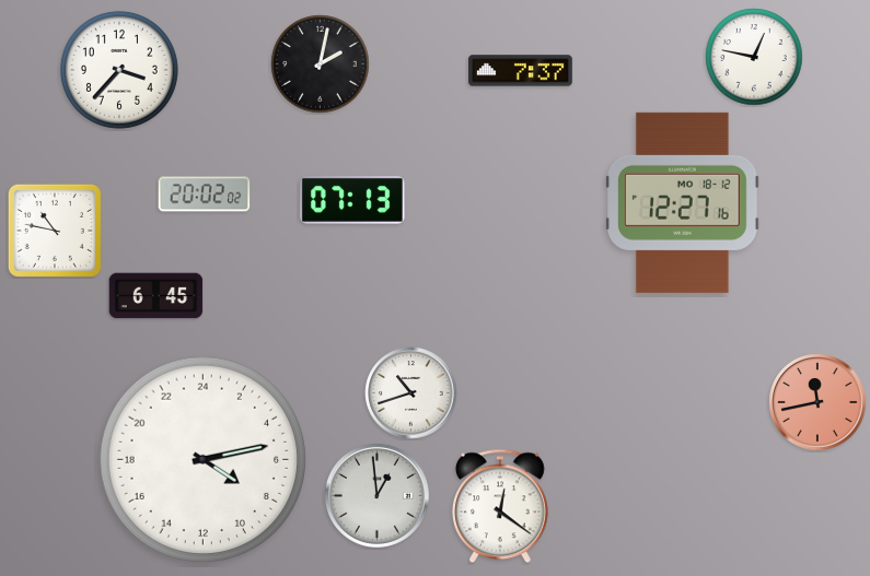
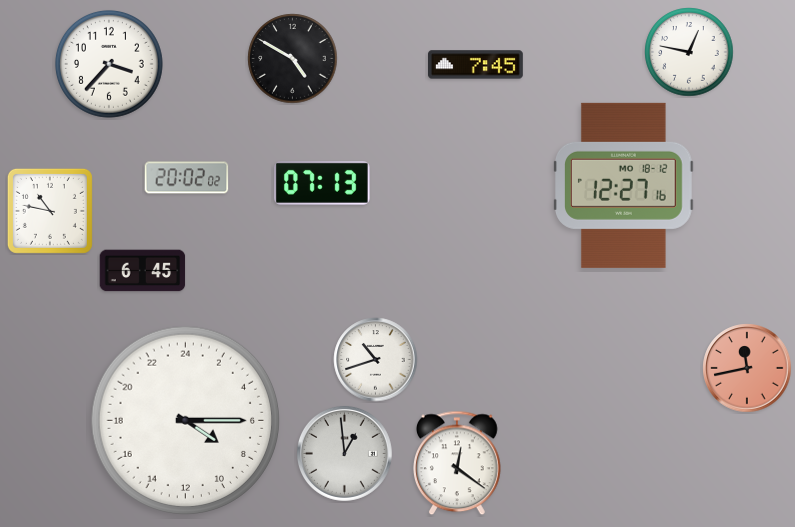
clock at (321, 64): 2:02 -> 4:50
clock at (521, 71): 7:37 -> 7:45
clock at (204, 460): 8:13 -> 8:15
